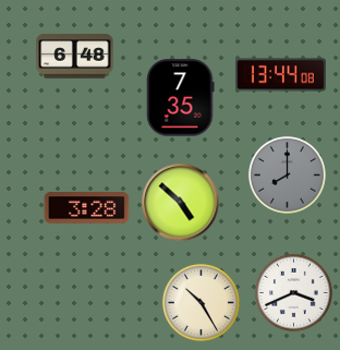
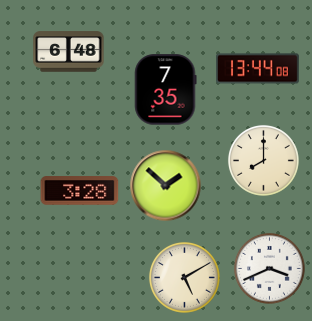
clock at (287, 174) dial: grey -> cream
clock at (181, 203): 4:52 -> 1:52
clock at (201, 302): 10:25 -> 5:10
